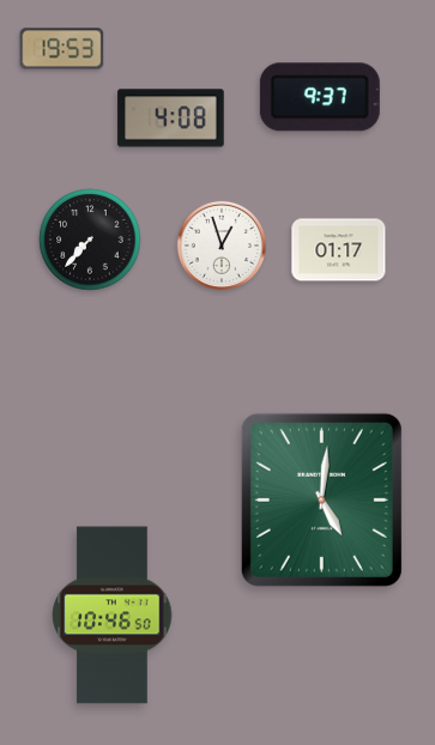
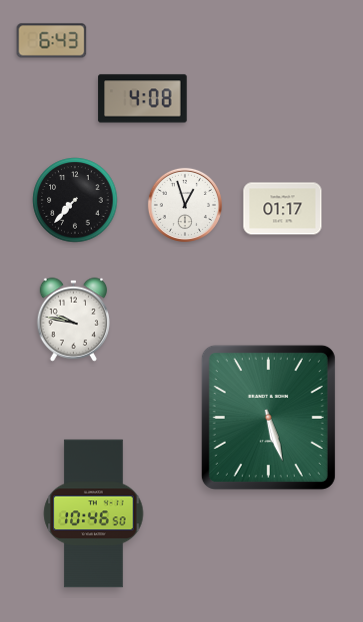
clock at (62, 49): 19:53 -> 6:43
clock at (320, 97): 9:37 -> none
clock at (73, 320): none -> 9:47
clock at (321, 499): 5:01 -> 5:27
